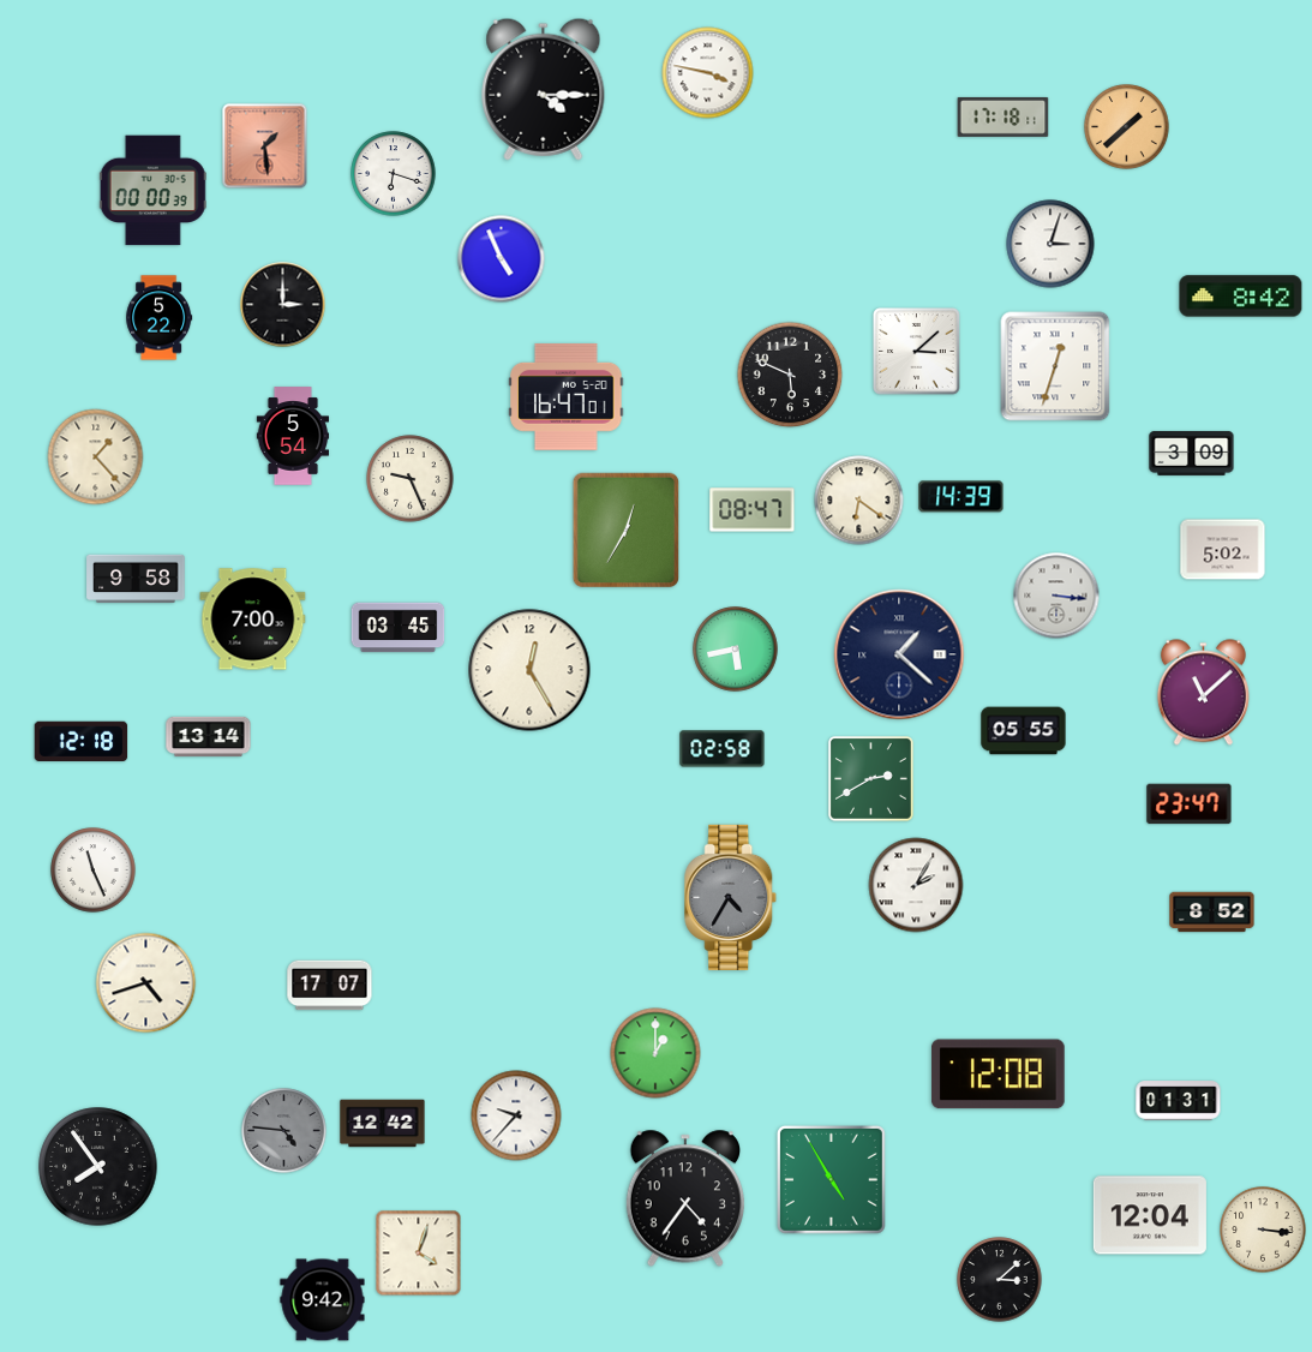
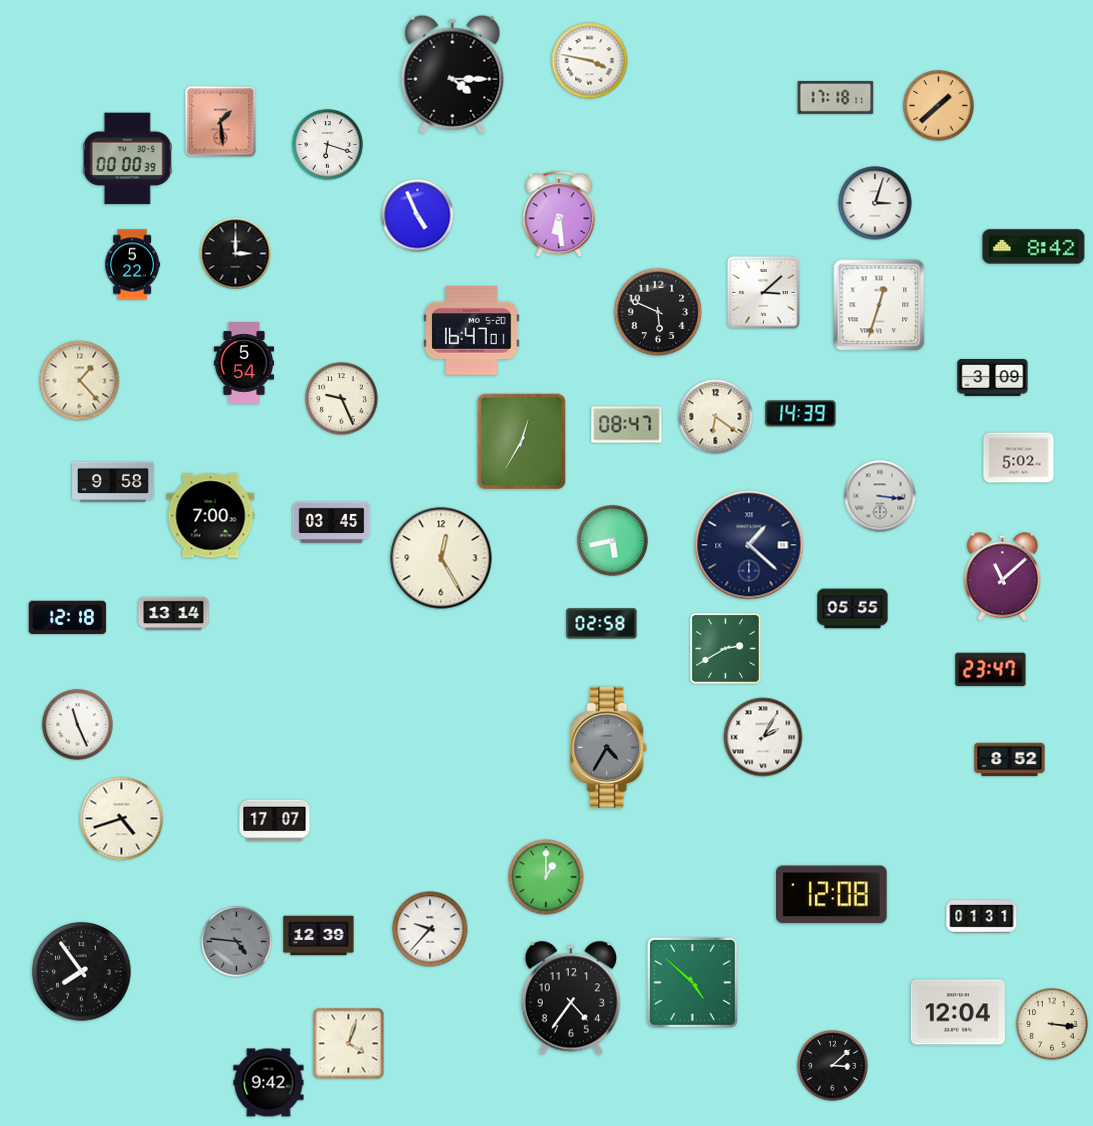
clock at (559, 214): none -> 6:29
clock at (383, 1124): 12:42 -> 12:39
clock at (831, 1179): 4:55 -> 4:52
